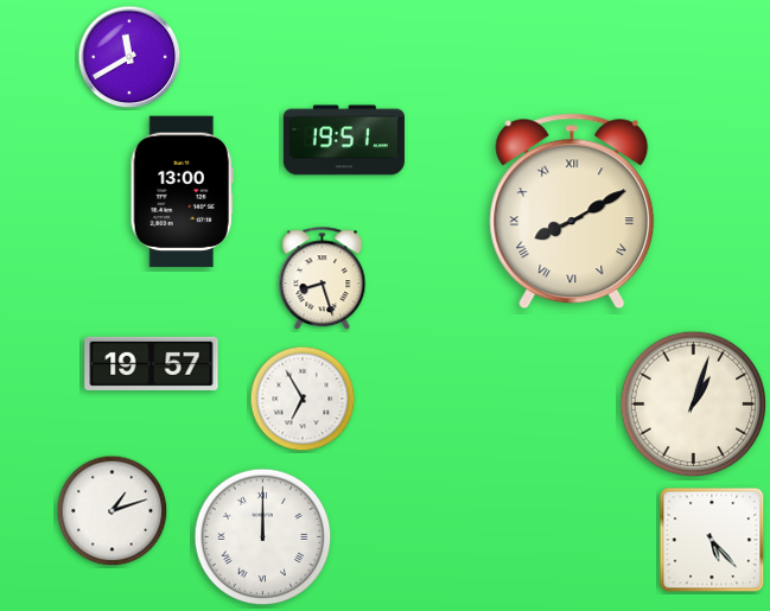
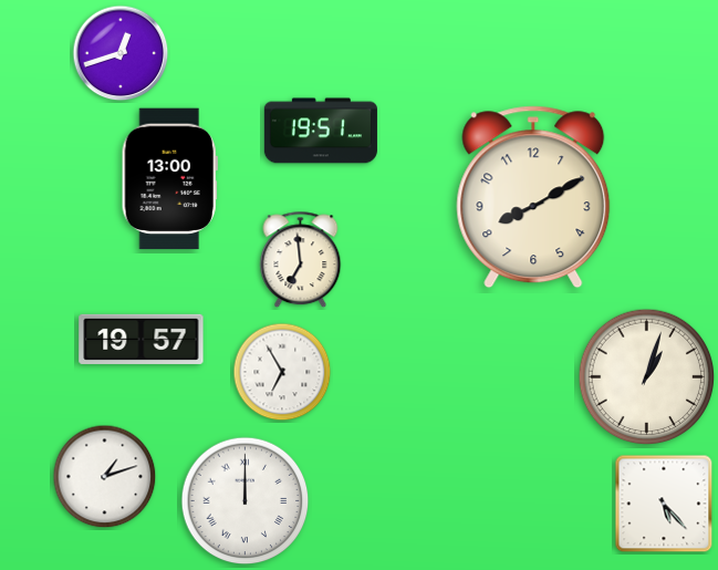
clock at (129, 57): 11:40 -> 12:42
clock at (572, 211) numerals: Roman -> Arabic
clock at (323, 279): 8:27 -> 6:59
